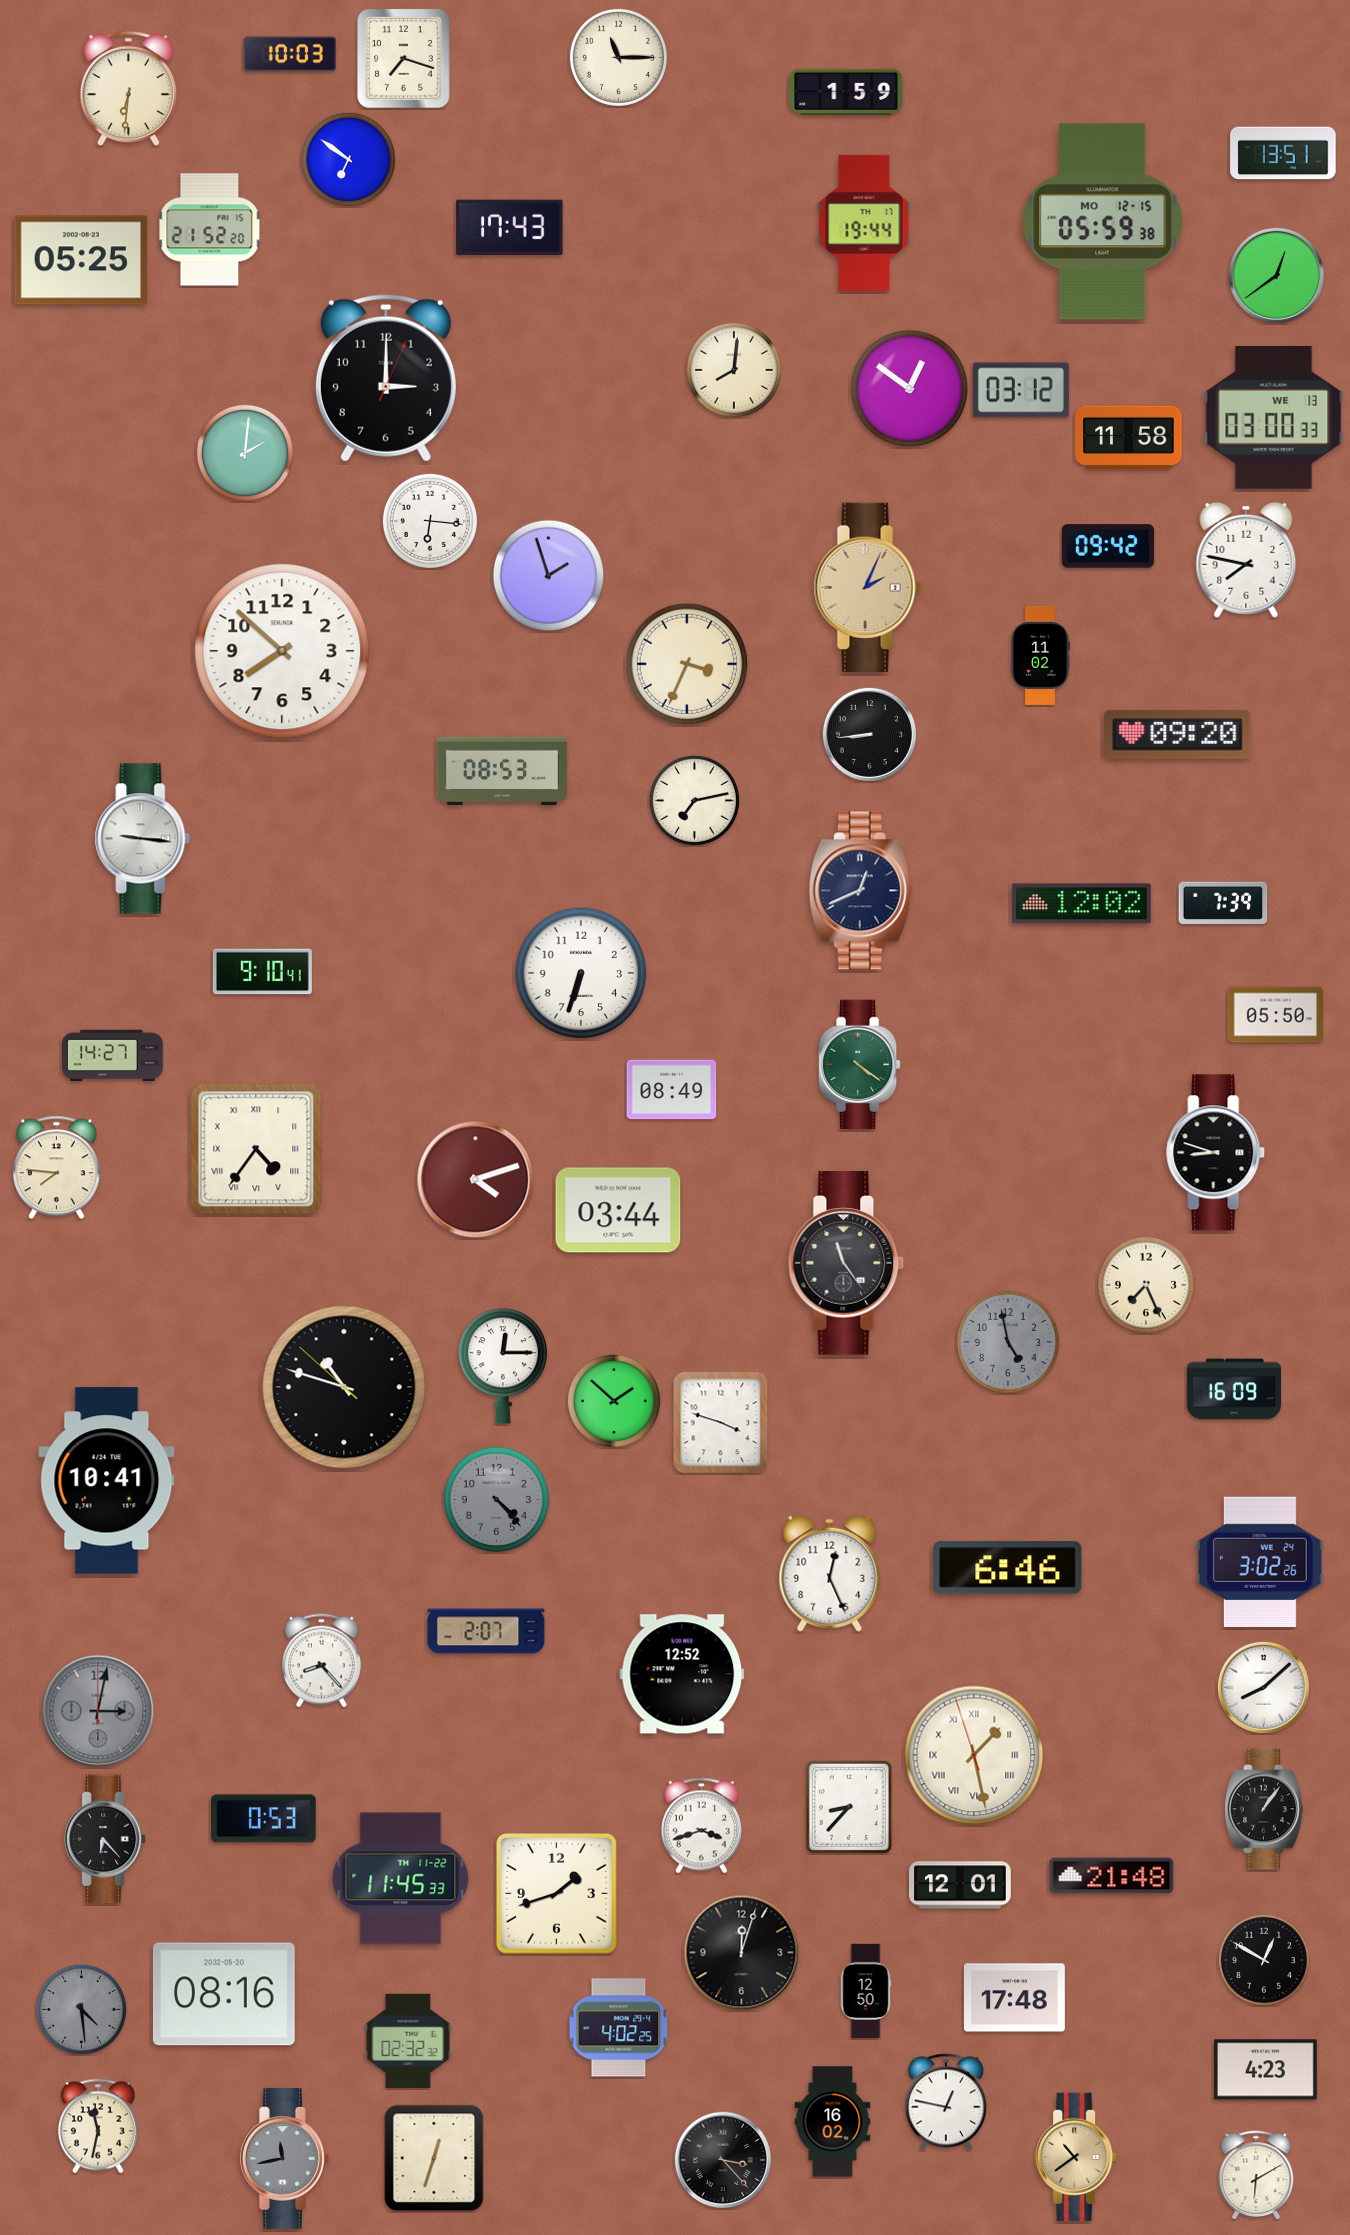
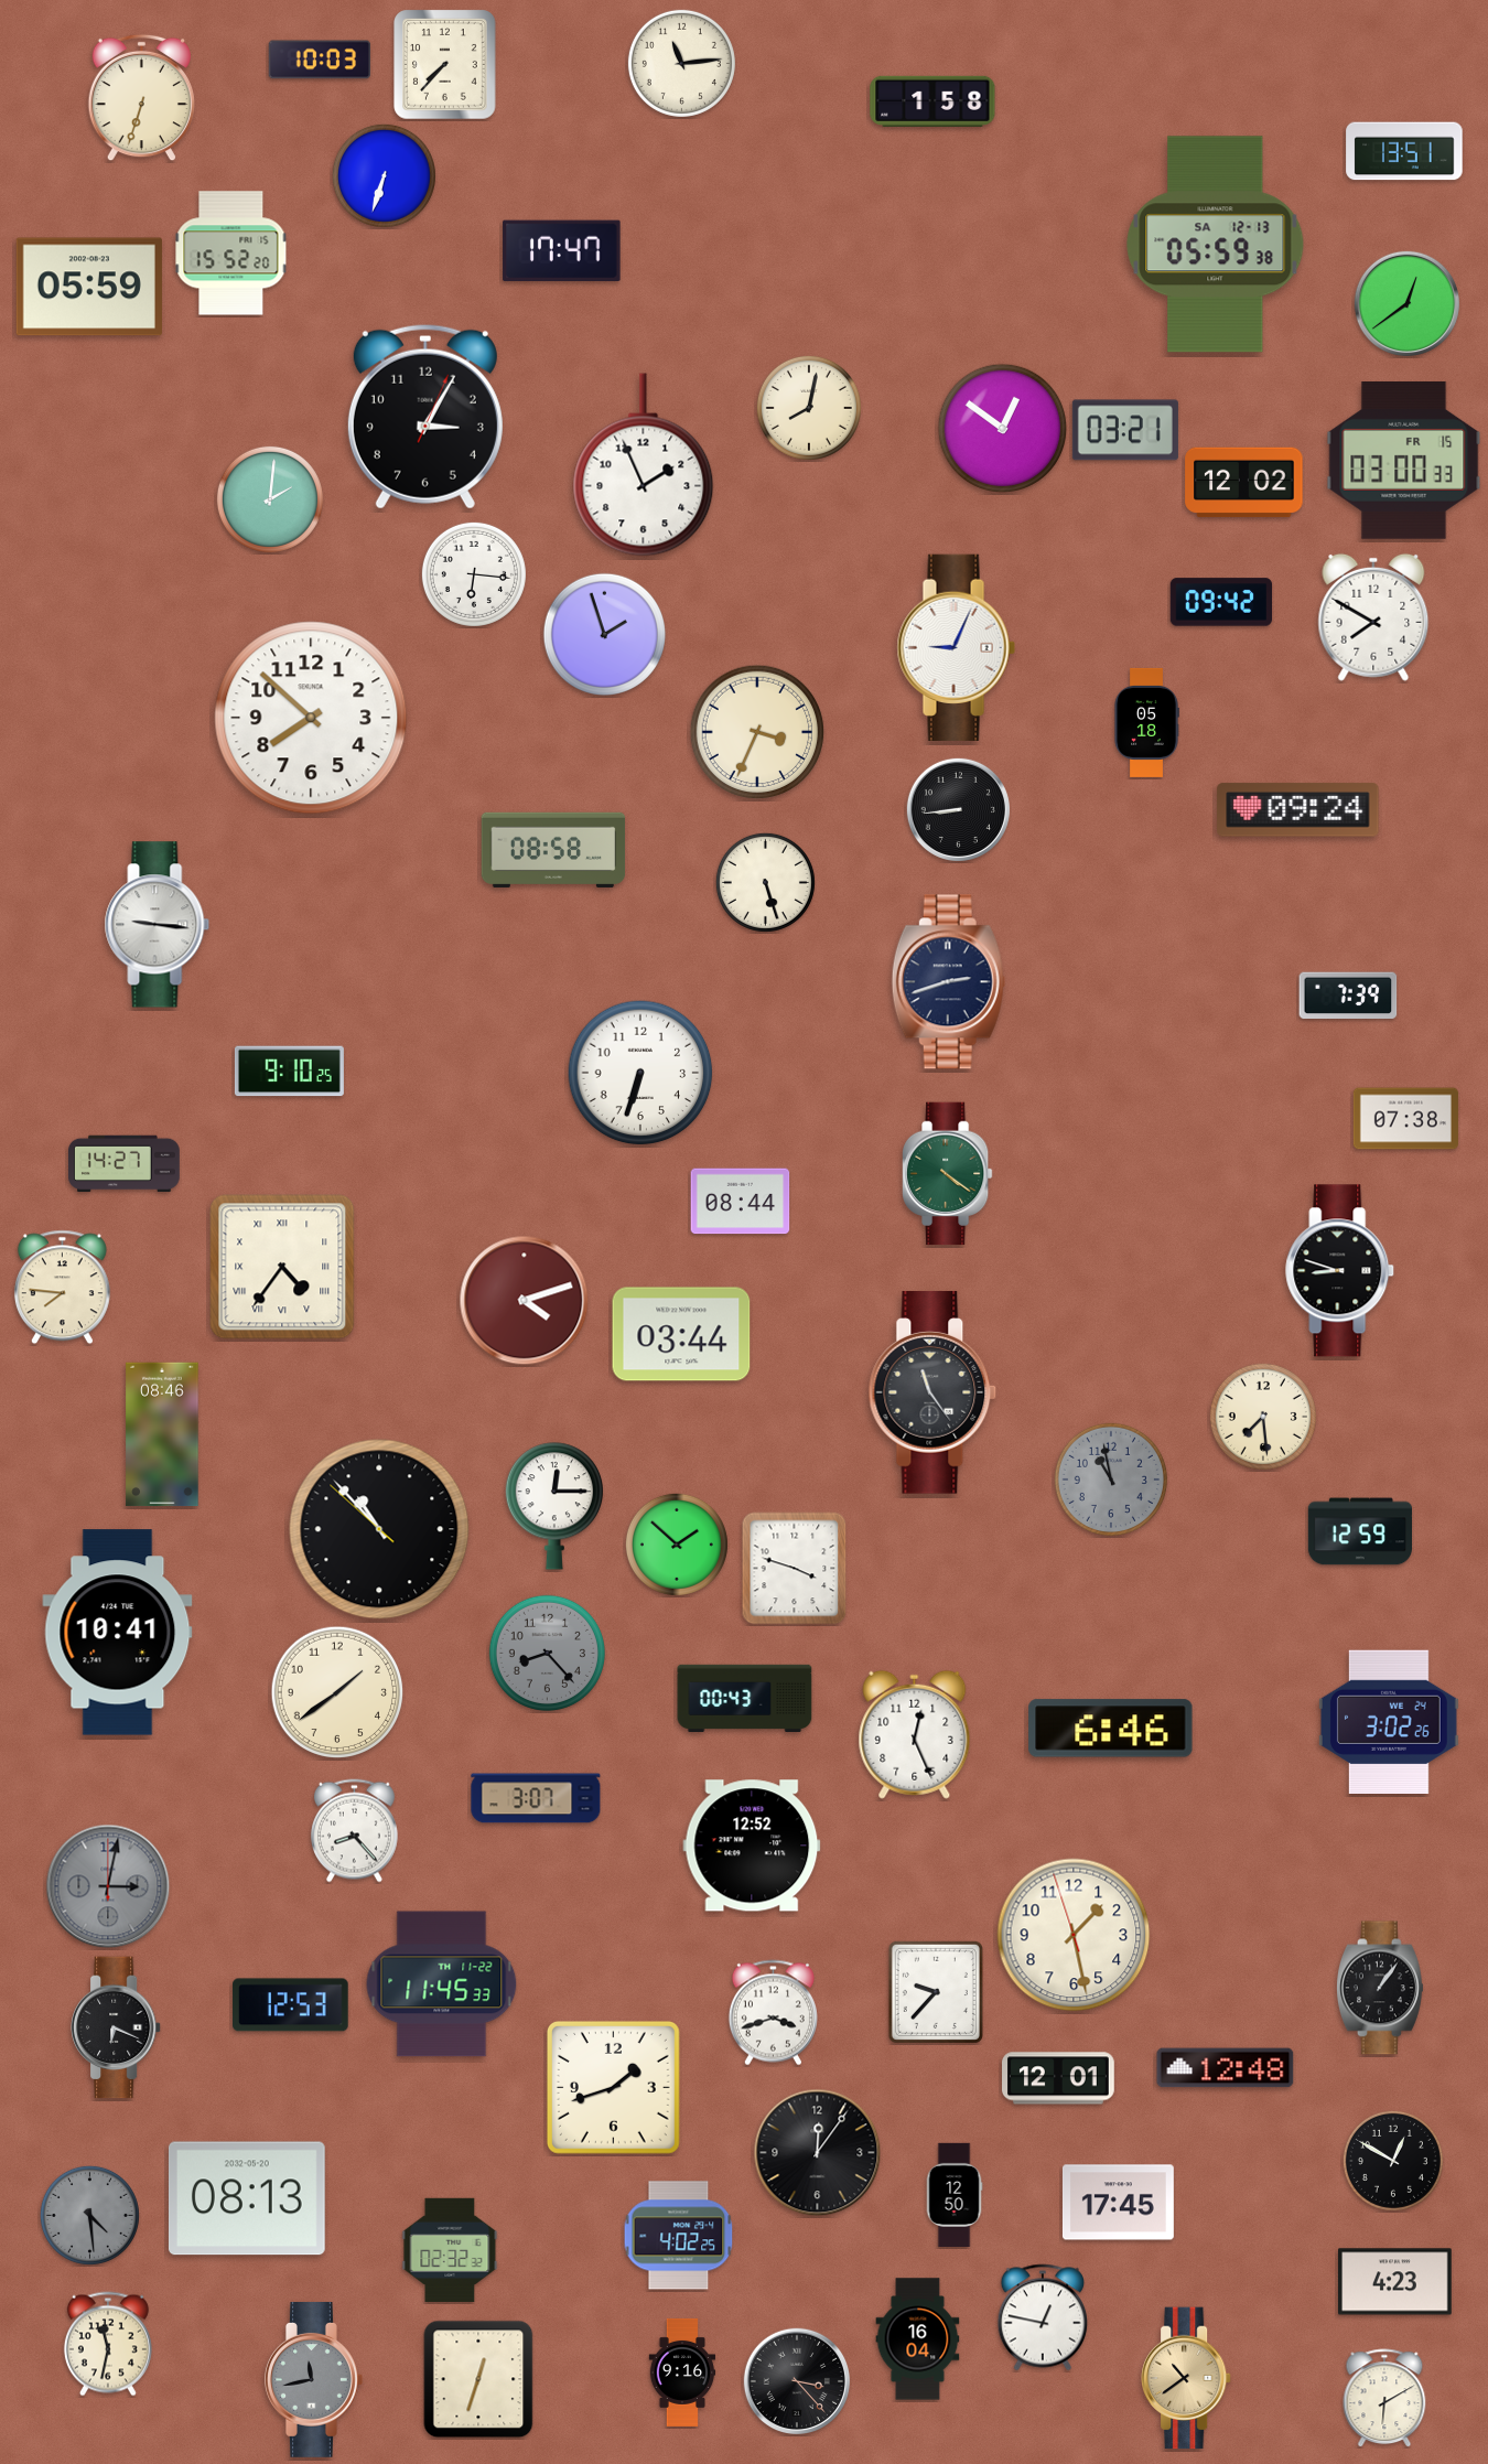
clock at (618, 57): 11:15 -> 11:14
clock at (404, 59): 7:18 -> 7:37
clock at (128, 89): 6:31 -> 6:33
clock at (846, 92): 1:59 -> 1:58
clock at (1283, 153) position: (1283, 153) -> (1404, 151)
clock at (348, 159): 6:51 -> 6:33
clock at (1103, 222) date: MO 12-15 -> SA 12-13
clock at (864, 223): 19:44 -> none
clock at (510, 227): 17:43 -> 17:47
clock at (210, 230): 21:52 -> 15:52
clock at (81, 260): 05:25 -> 05:59
clock at (734, 370): 8:01 -> 8:02
clock at (386, 378): 3:00 -> 3:05
clock at (1021, 390): 03:12 -> 03:21
clock at (1274, 418) date: WE 13 -> FR 15
clock at (644, 465): none -> 1:56
clock at (1129, 438): 11:58 -> 12:02
clock at (1246, 560): 7:47 -> 7:50
clock at (867, 587): 2:04 -> 9:04
clock at (867, 587) dial: champagne -> white
clock at (1040, 655): 11:02 -> 05:18
clock at (1178, 735): 09:20 -> 09:24
clock at (502, 771): 08:53 -> 08:58
clock at (694, 800): 7:13 -> 5:27
clock at (860, 891): 12:41 -> 2:42
clock at (1081, 904): 12:02 -> none
clock at (262, 972): 9:10:41 -> 9:10:25
clock at (1275, 1015): 05:50 -> 07:38
clock at (672, 1090): 08:49 -> 08:44
clock at (1146, 1285): 7:26 -> 7:29
clock at (162, 1434): none -> 08:46
clock at (1008, 1342): 4:58 -> 10:58
clock at (344, 1387): 10:47 -> 10:52
clock at (1233, 1389): 16:09 -> 12:59
clock at (496, 1499): 4:23 -> 8:23
clock at (337, 1692): none -> 1:39
clock at (745, 1698): none -> 00:43
clock at (486, 1631): 2:07 -> 3:07
clock at (1263, 1687): 8:08 -> none
clock at (974, 1755) numerals: Roman -> Arabic
clock at (849, 1807): 8:37 -> 9:37
clock at (1264, 1809) position: (1264, 1809) -> (1380, 1988)
clock at (264, 1819): 0:53 -> 12:53
clock at (106, 1839): 6:23 -> 6:19
clock at (1112, 1876): 21:48 -> 12:48
clock at (401, 1879) position: (401, 1879) -> (442, 1984)
clock at (742, 1953): 12:03 -> 12:06
clock at (224, 1994): 08:16 -> 08:13
clock at (1014, 1998): 17:48 -> 17:45
clock at (619, 2028) position: (619, 2028) -> (679, 2236)
clock at (833, 2122): 16:02 -> 16:04
clock at (682, 2372): none -> 9:16
